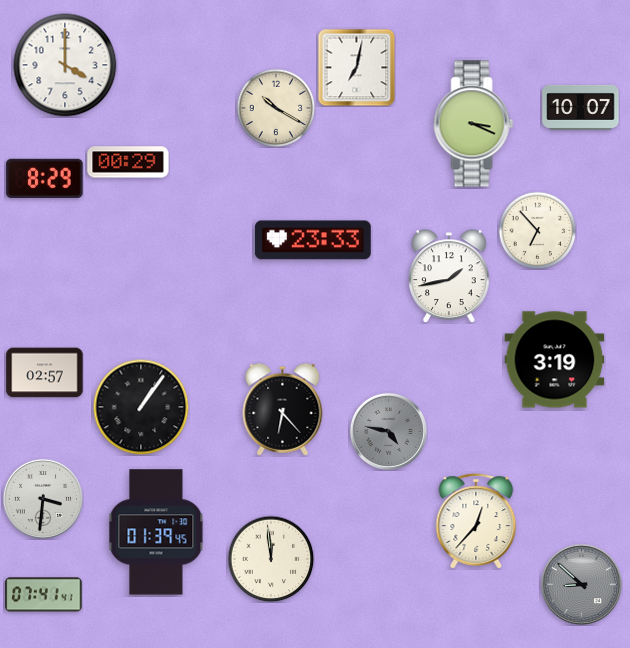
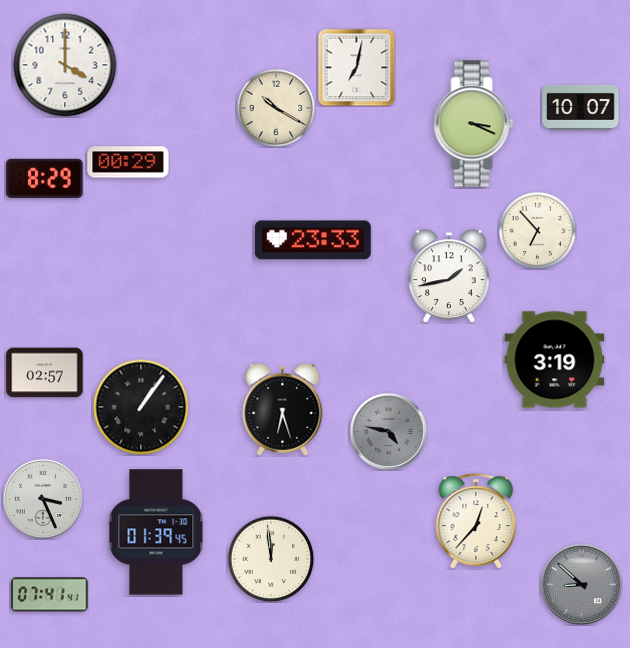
clock at (283, 409): 6:23 -> 6:27
clock at (42, 498): 3:31 -> 3:26
clock at (44, 595) position: (44, 595) -> (50, 595)
